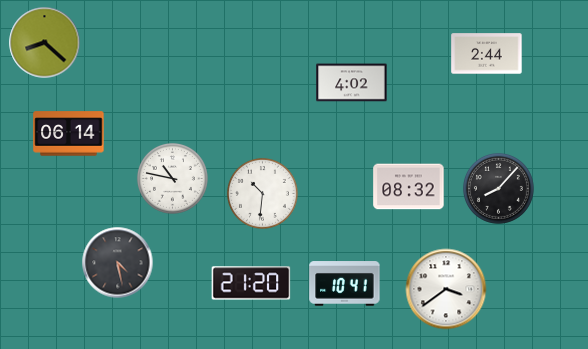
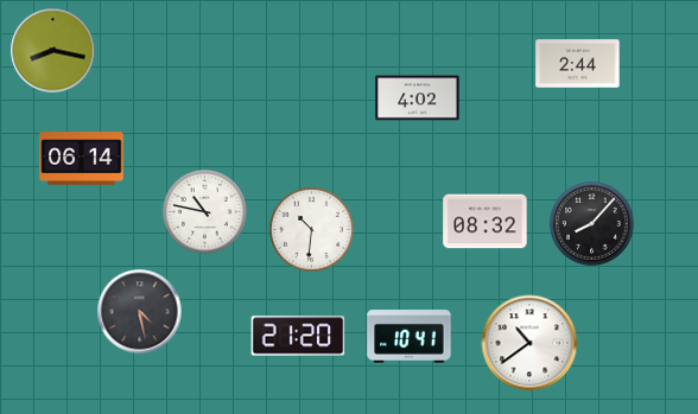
clock at (45, 43): 8:22 -> 8:17
clock at (446, 289): 3:39 -> 10:39
